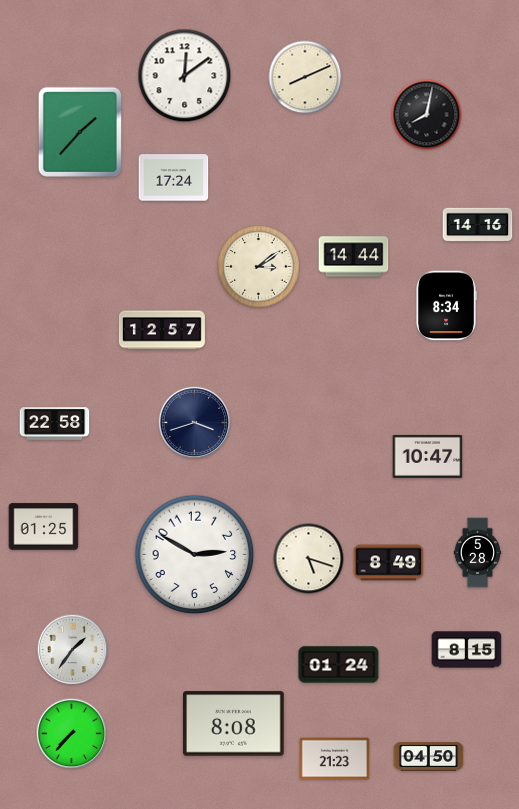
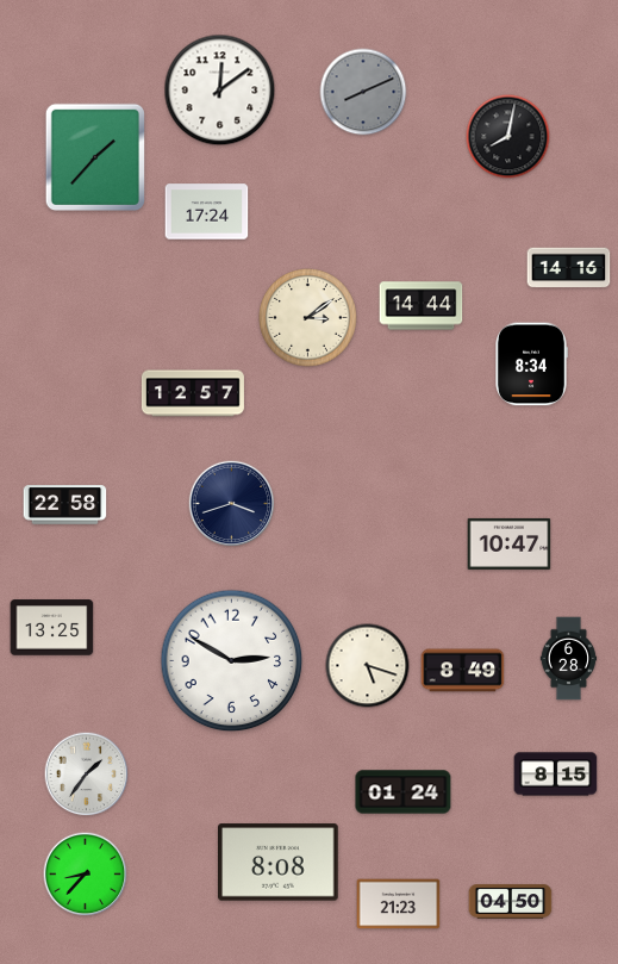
clock at (305, 77) dial: cream -> grey
clock at (44, 527): 01:25 -> 13:25
clock at (478, 553): 5:28 -> 6:28
clock at (72, 734): 7:37 -> 8:37
